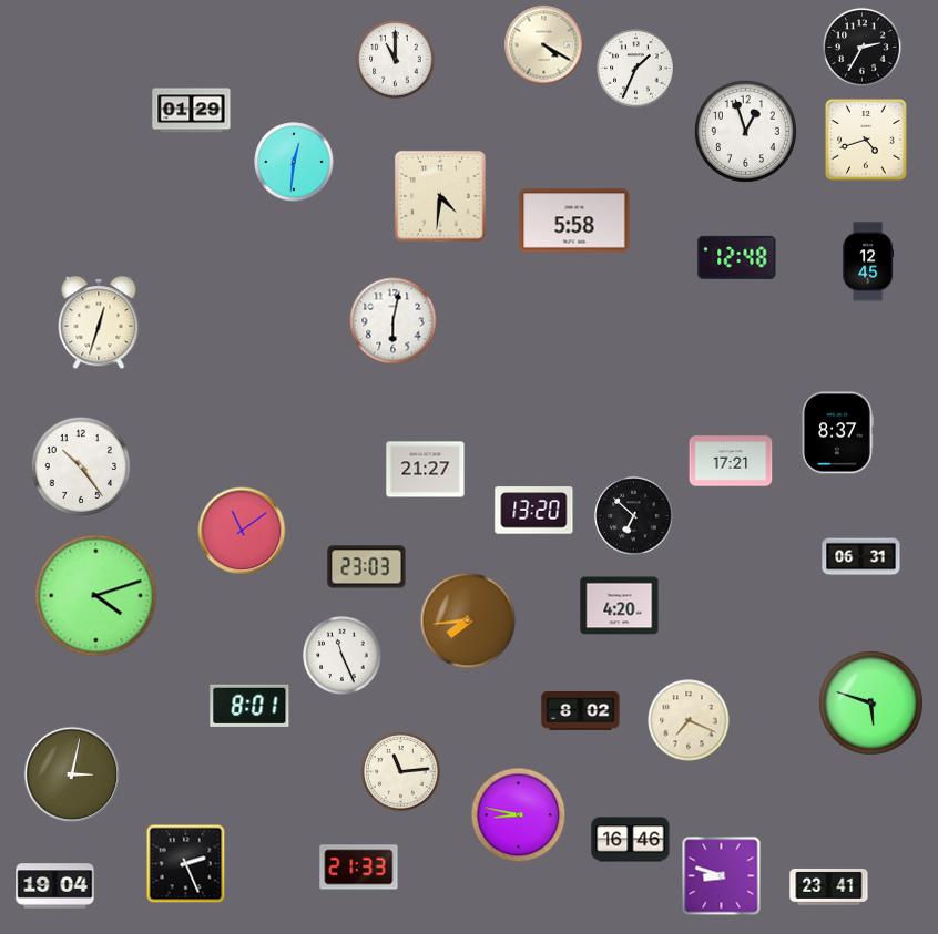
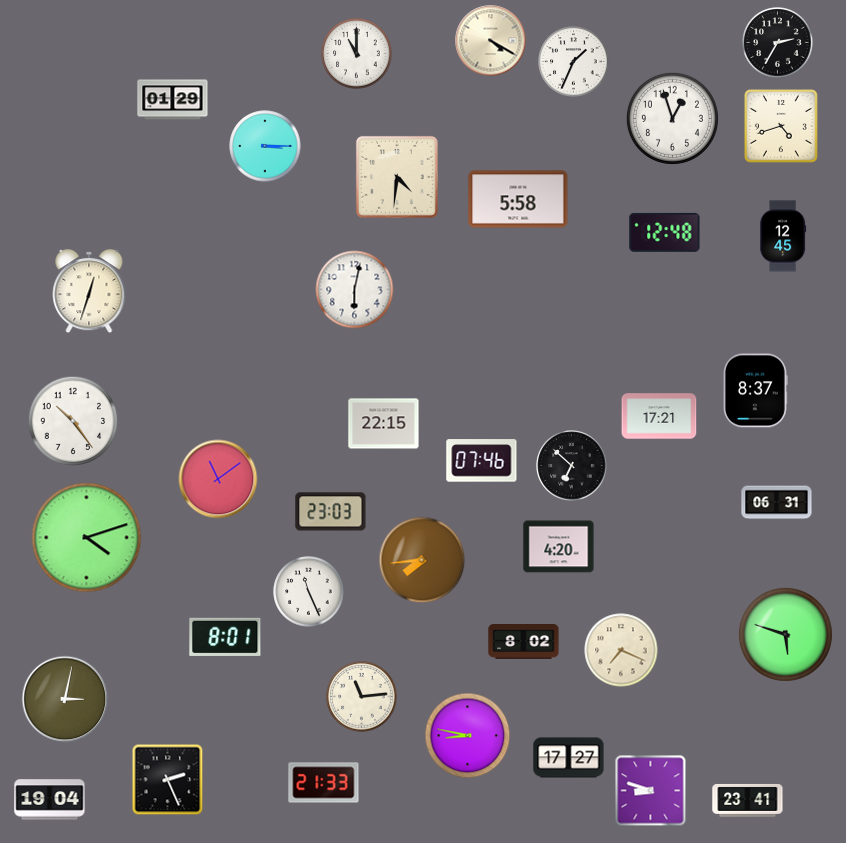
clock at (294, 162): 12:31 -> 3:15
clock at (426, 470): 21:27 -> 22:15
clock at (534, 511): 13:20 -> 07:46
clock at (631, 840): 16:46 -> 17:27
